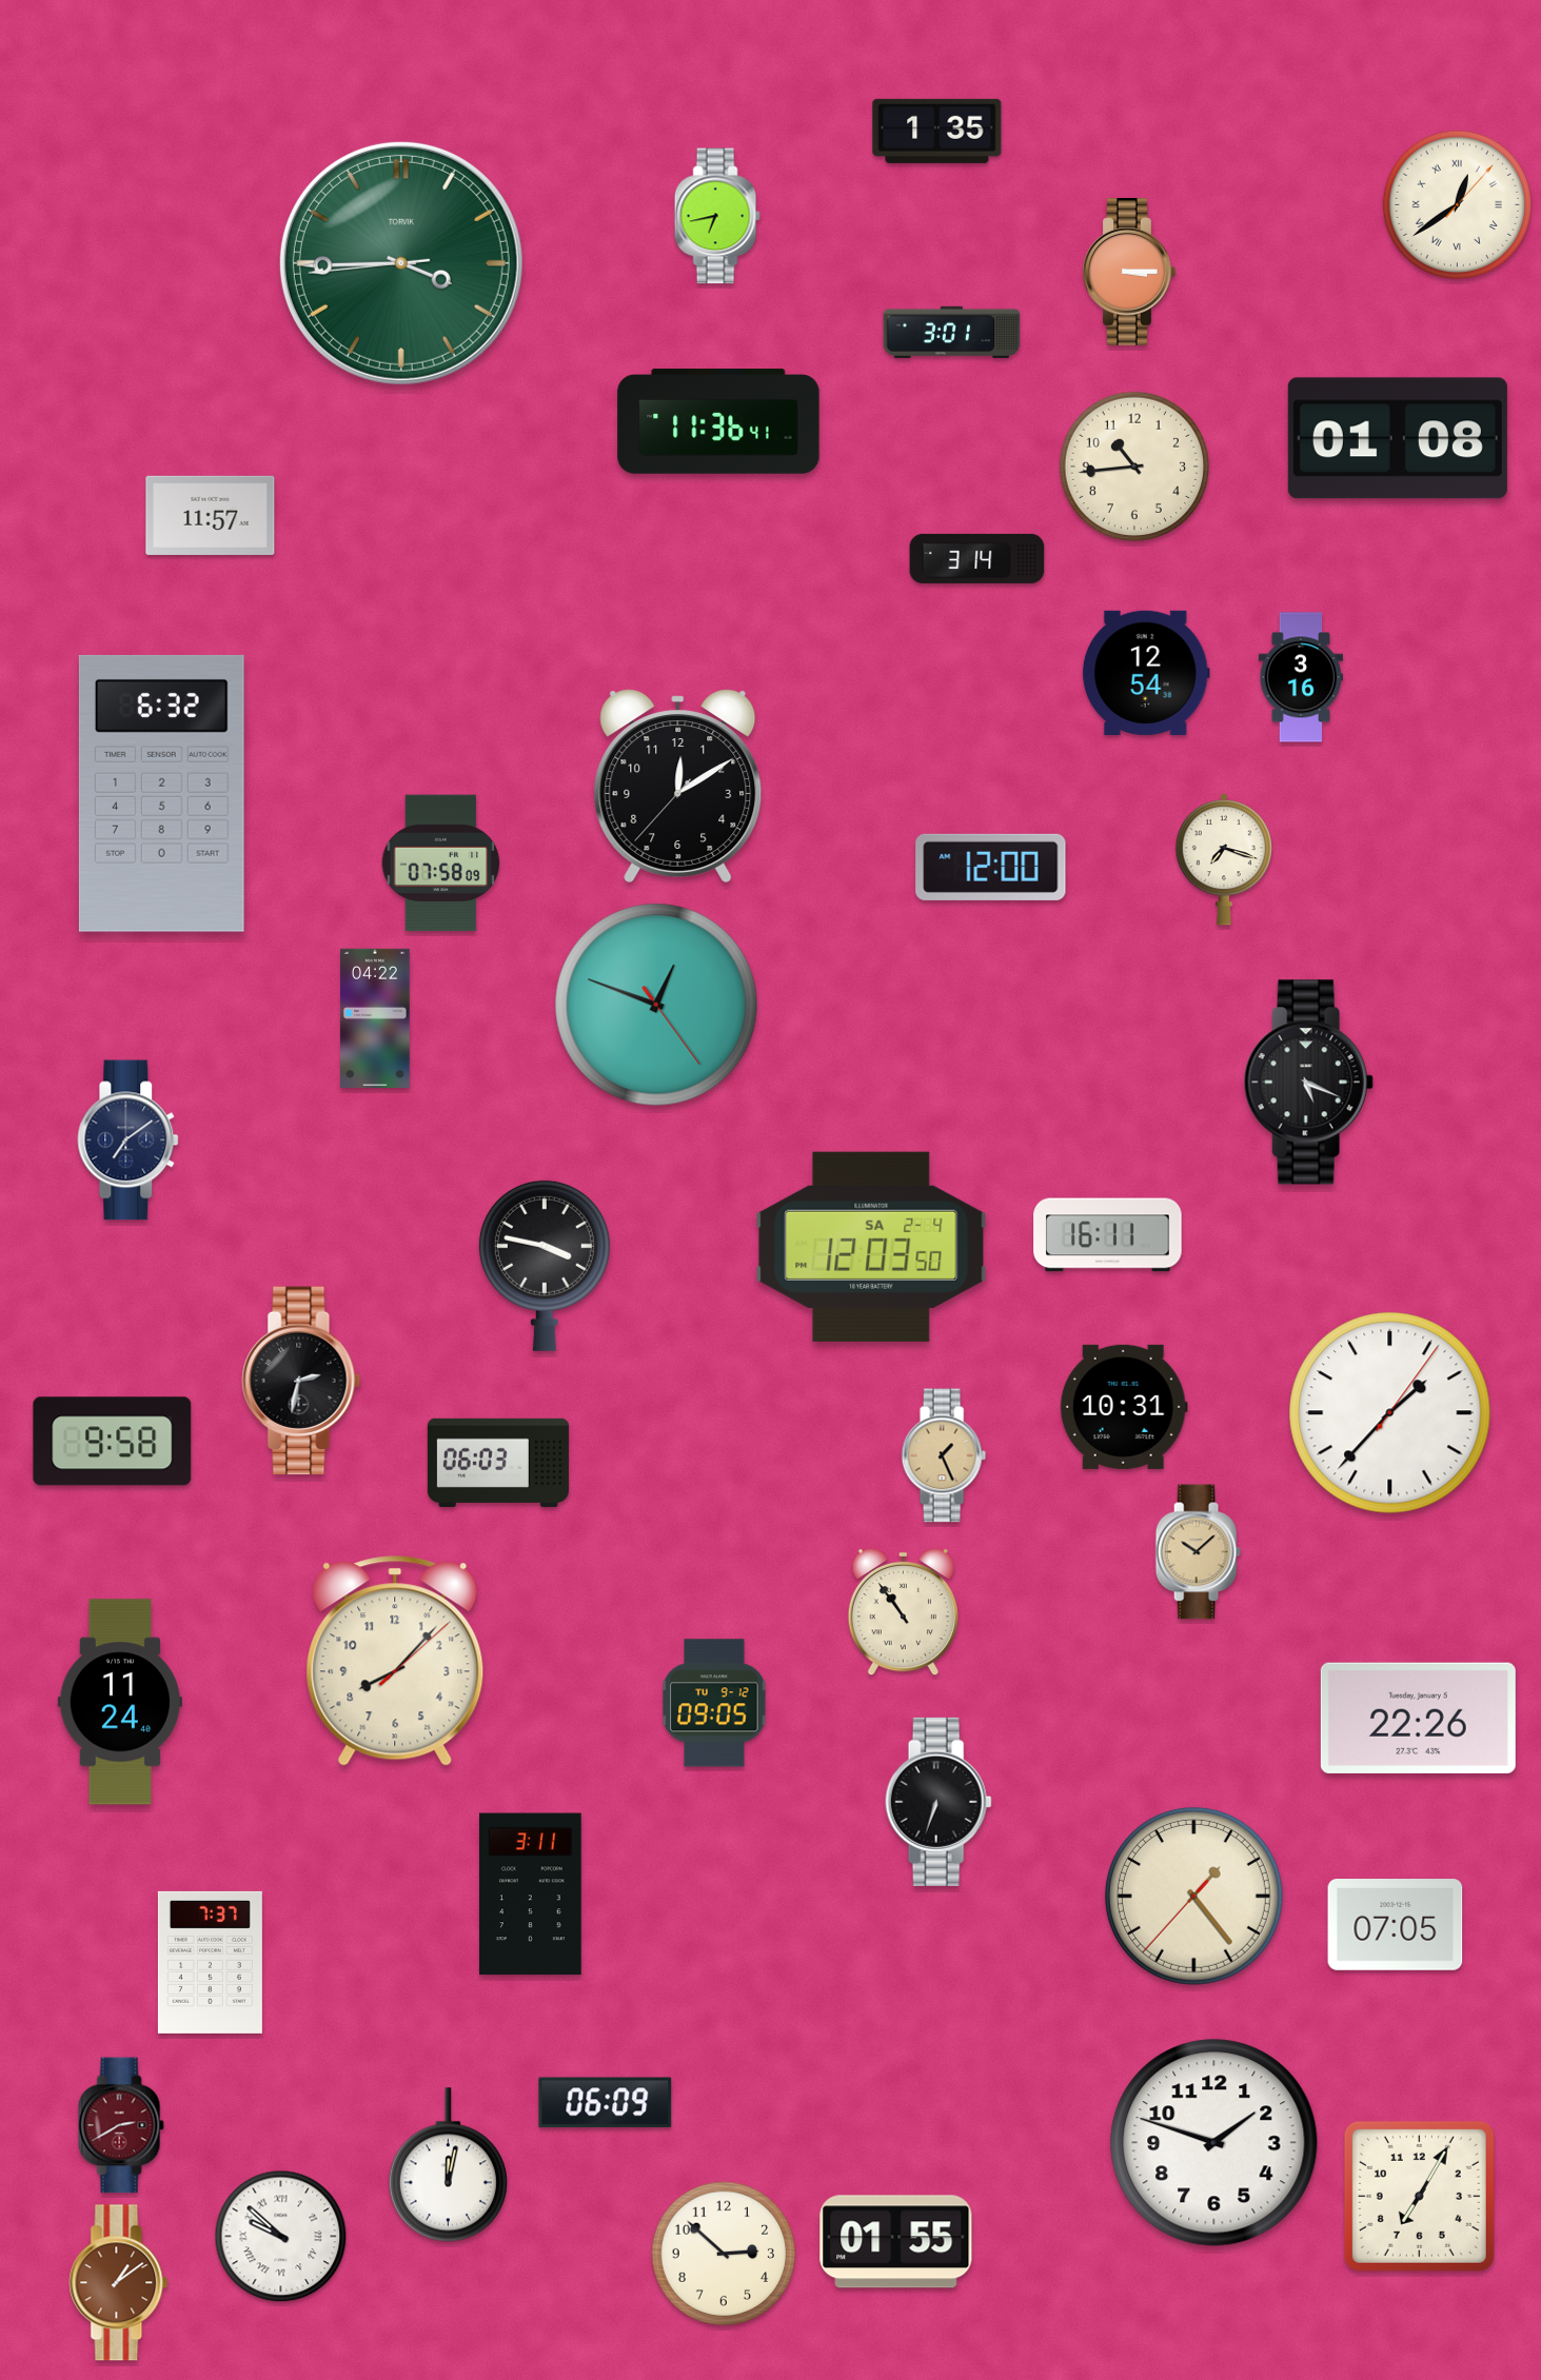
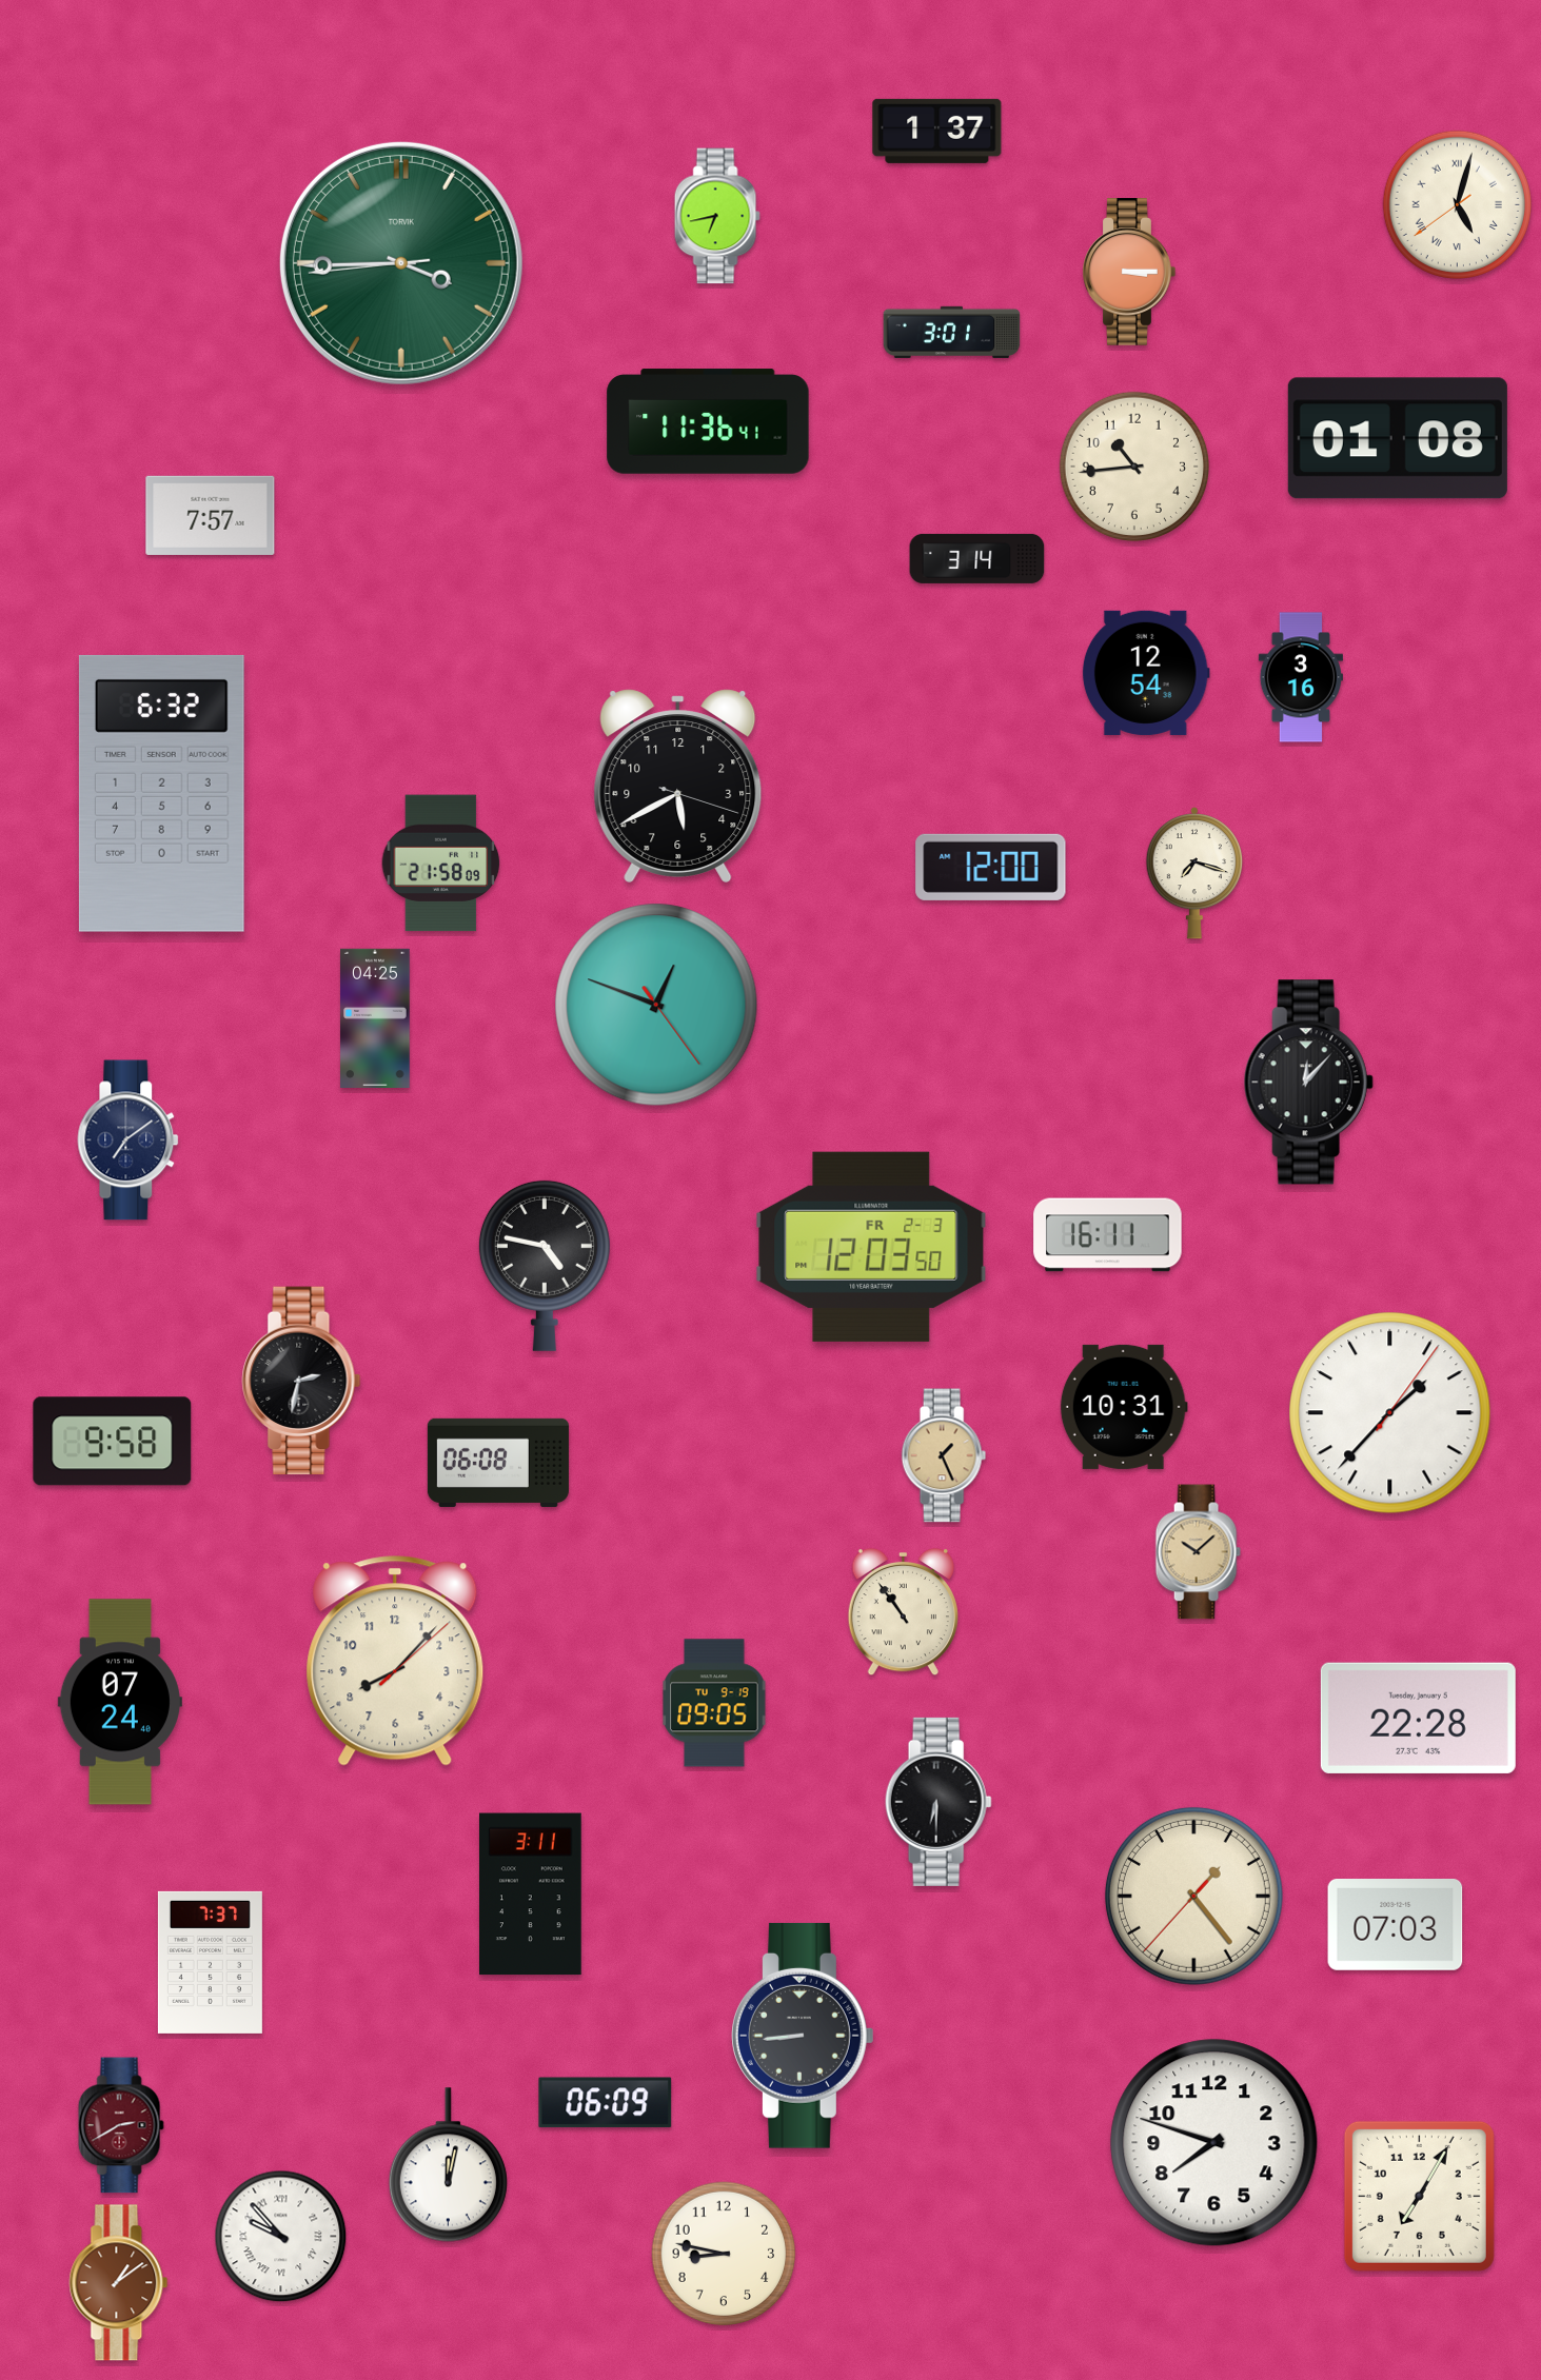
clock at (937, 131): 1:35 -> 1:37
clock at (1457, 204): 12:39 -> 5:02
clock at (718, 421) position: (718, 421) -> (708, 421)
clock at (211, 515): 11:57 -> 7:57
clock at (678, 786): 12:09 -> 5:40
clock at (1223, 859) position: (1223, 859) -> (1193, 873)
clock at (441, 864): 07:58 -> 21:58
clock at (375, 1017): 04:22 -> 04:25
clock at (1308, 1083): 5:19 -> 12:07
clock at (871, 1247) date: SA 2-4 -> FR 2-3
clock at (545, 1266): 3:47 -> 4:47
clock at (498, 1463): 06:03 -> 06:08
clock at (120, 1702): 11:24 -> 07:24
clock at (714, 1703) date: TU 9-12 -> TU 9-19
clock at (1418, 1718): 22:26 -> 22:28
clock at (939, 1802): 6:33 -> 6:30
clock at (1396, 1925): 07:05 -> 07:03
clock at (804, 2036): none -> 8:44
clock at (1214, 2143): 1:48 -> 7:48
clock at (281, 2237): 9:52 -> 9:53
clock at (896, 2242): 01:55 -> none
clock at (724, 2254): 2:52 -> 8:47
